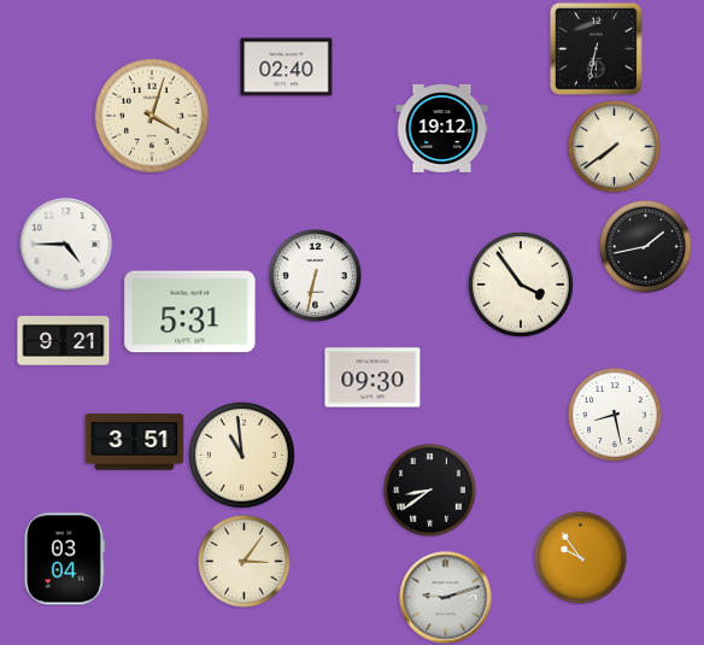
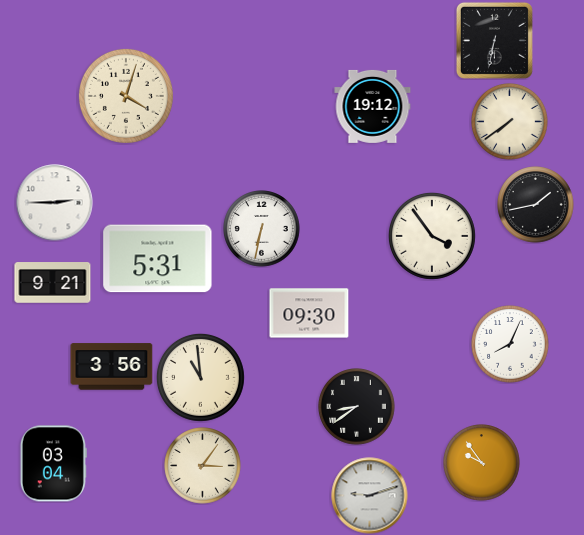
clock at (287, 68): 02:40 -> none
clock at (442, 128) position: (442, 128) -> (373, 106)
clock at (66, 245): 4:45 -> 2:45
clock at (615, 415): 8:28 -> 8:04
clock at (135, 442): 3:51 -> 3:56
